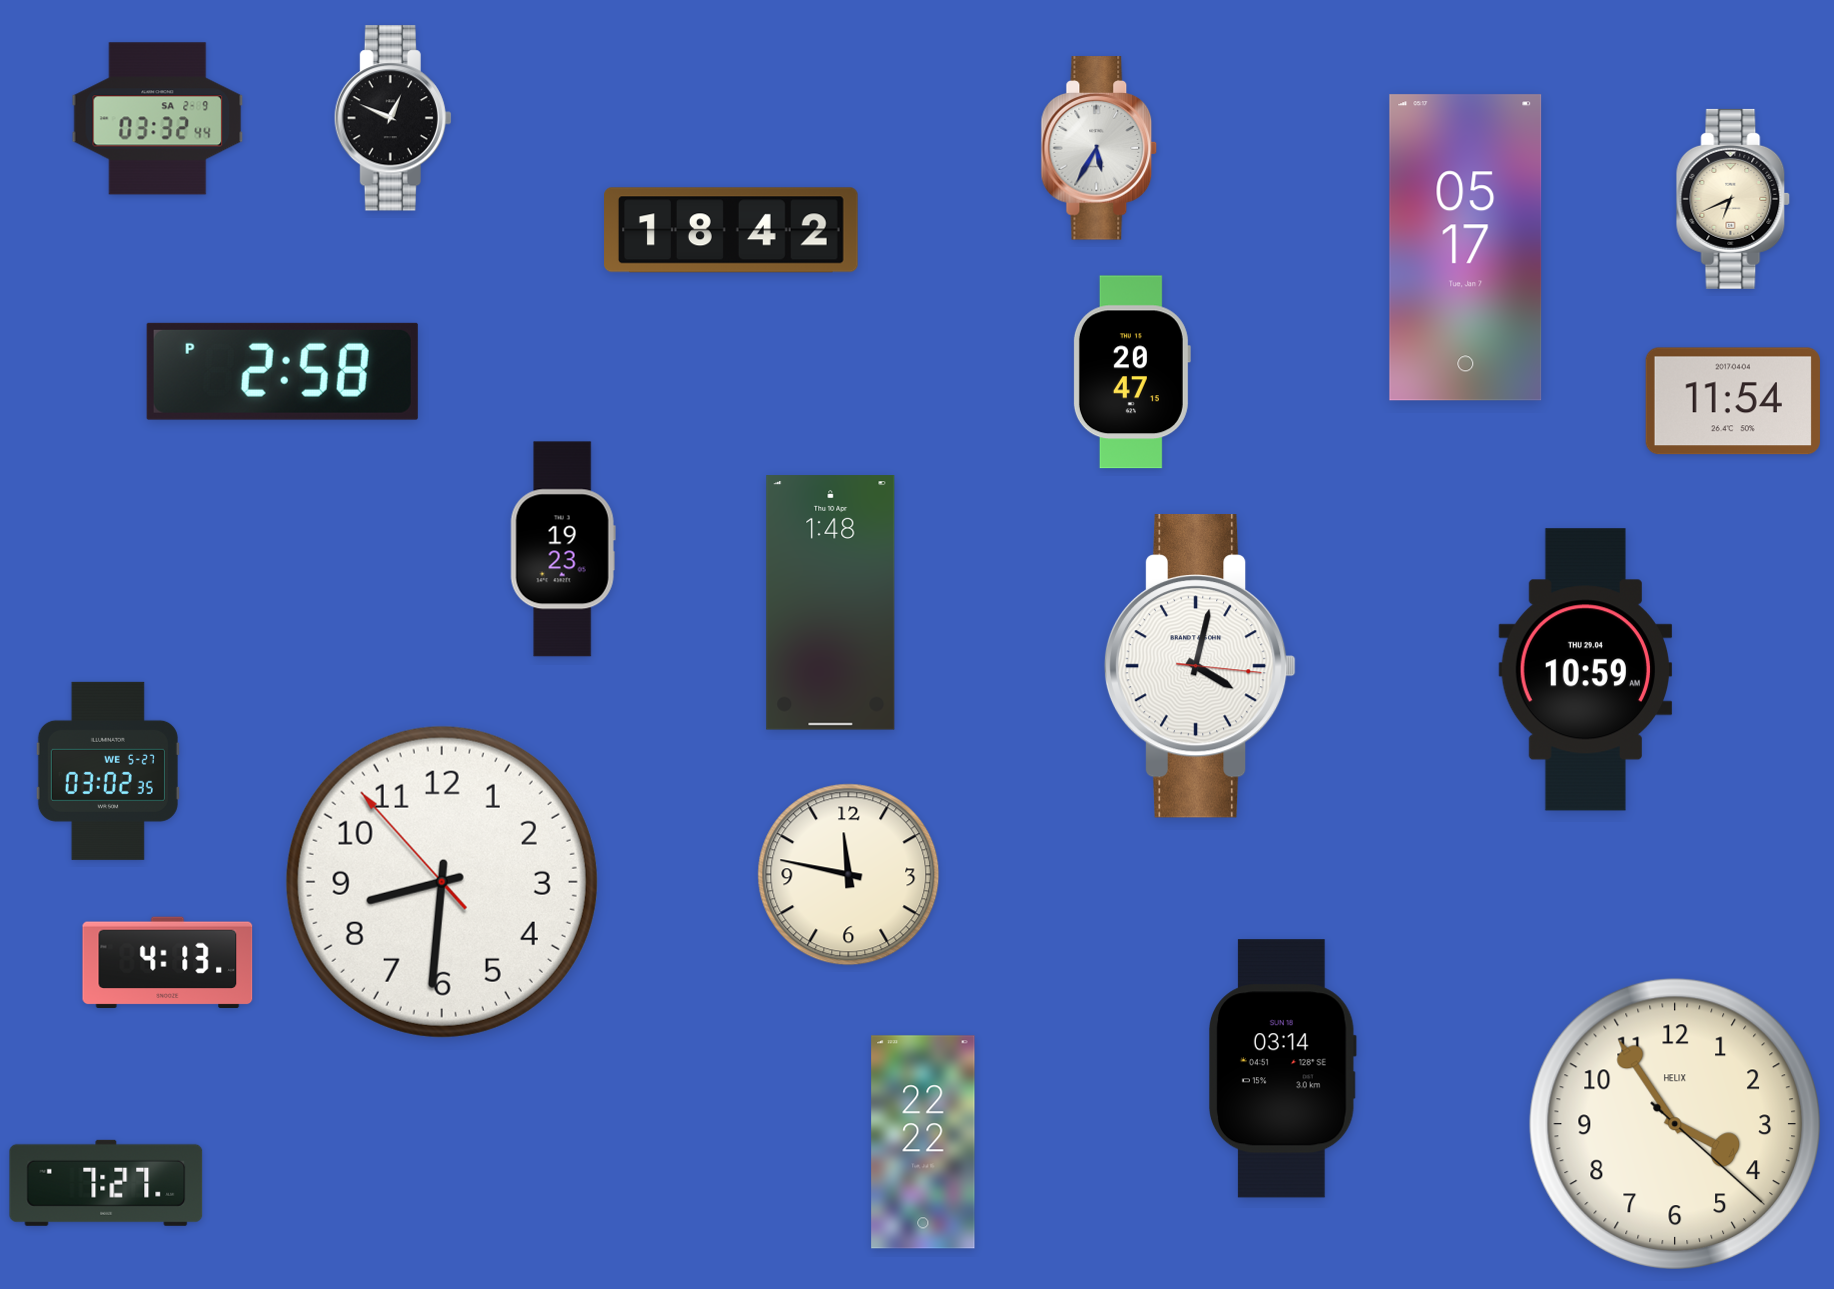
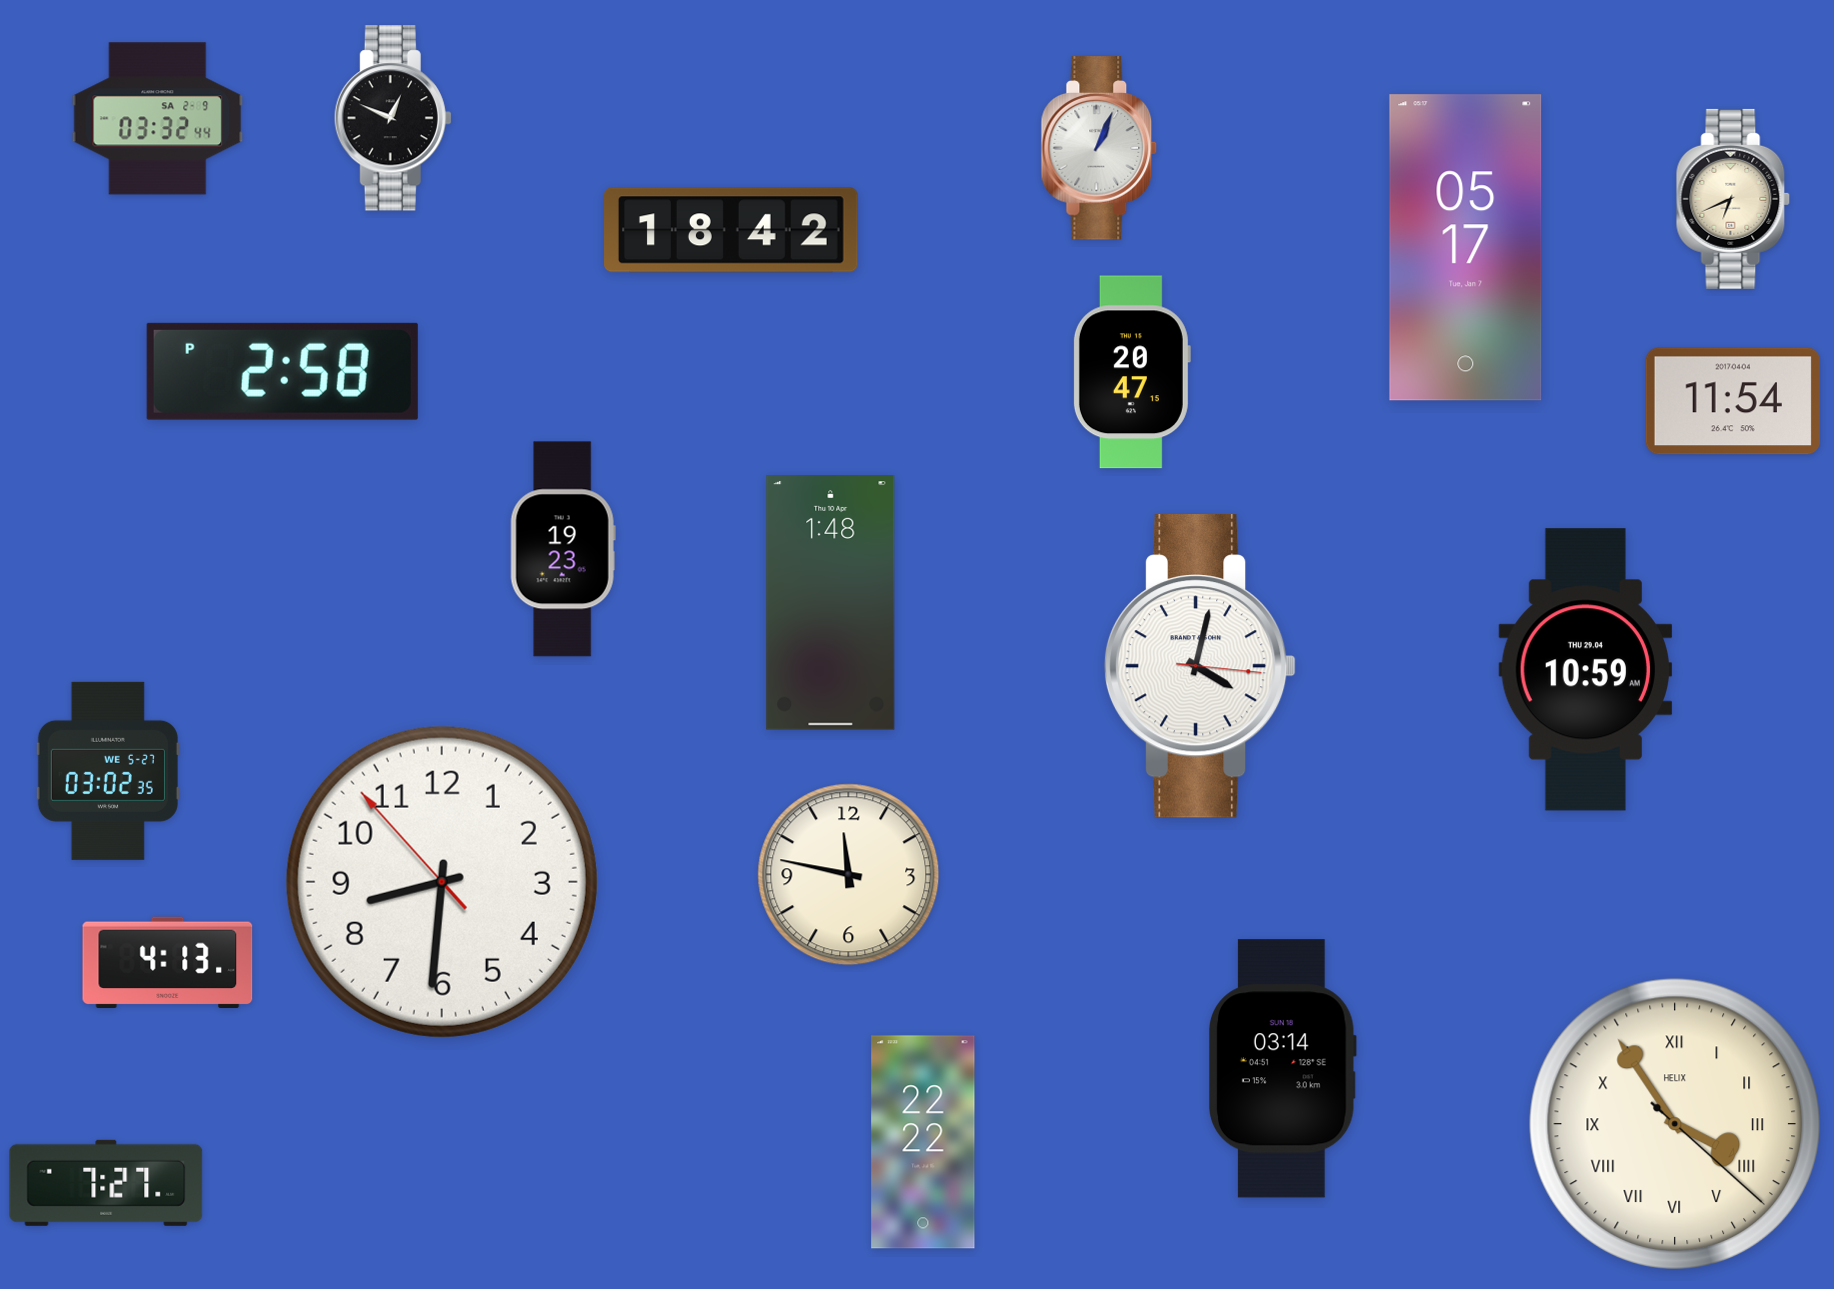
clock at (1099, 148): 5:35 -> 1:04
clock at (1674, 1123) numerals: Arabic -> Roman
